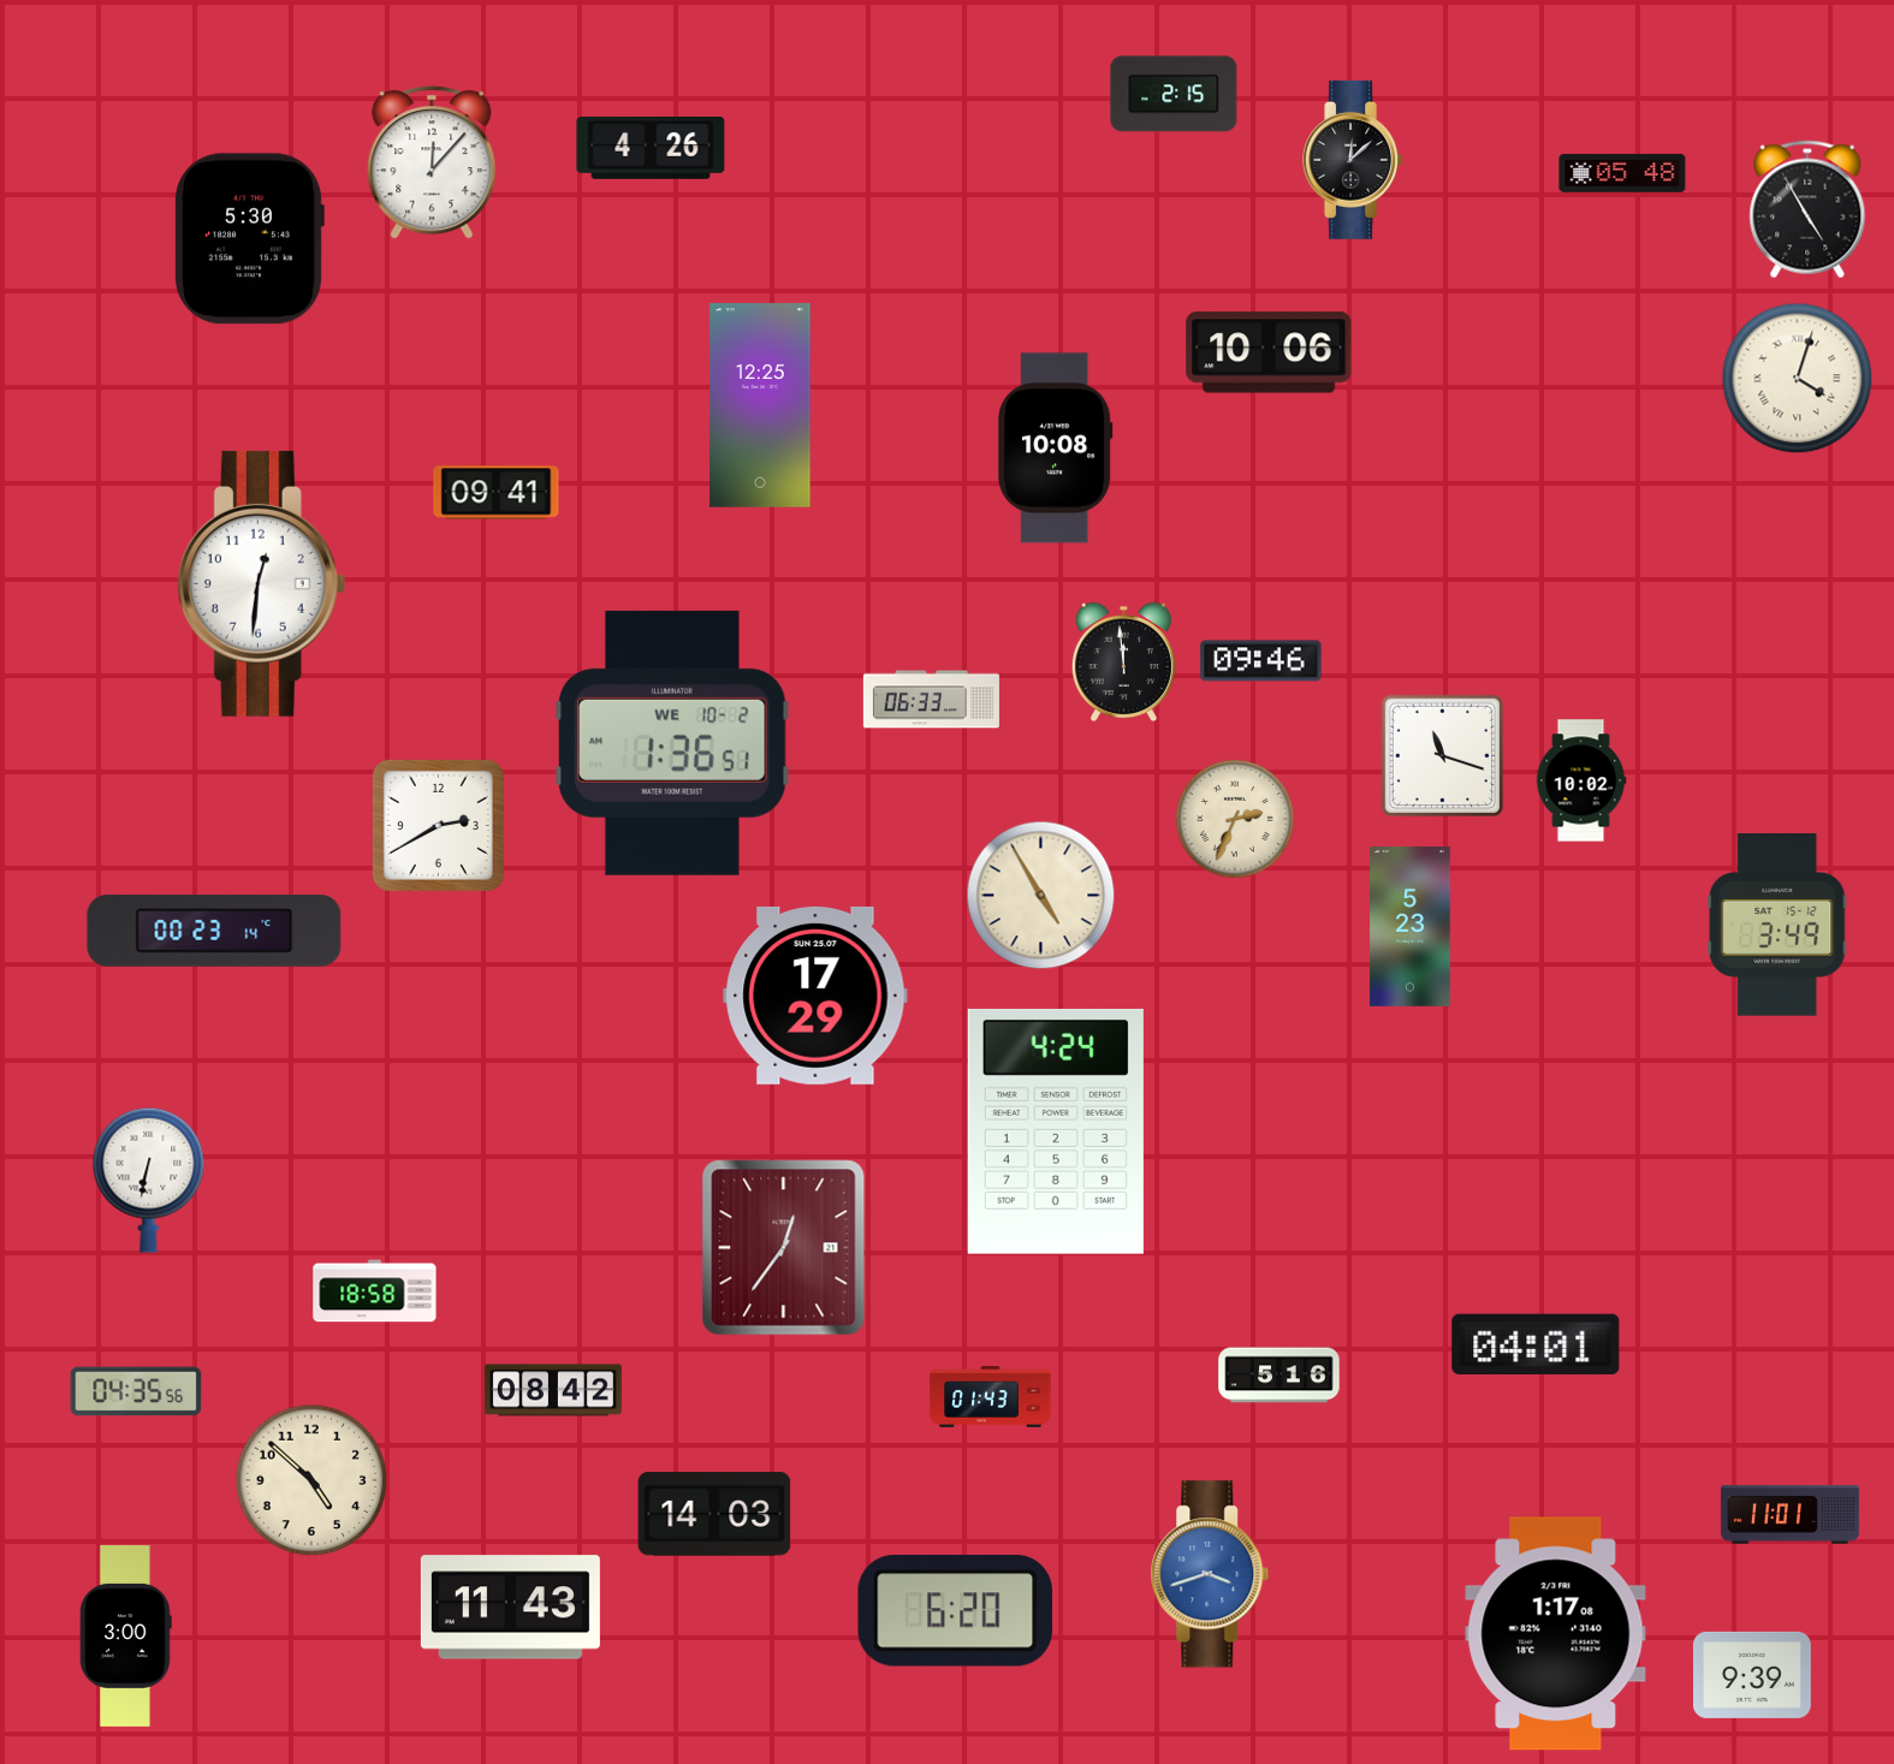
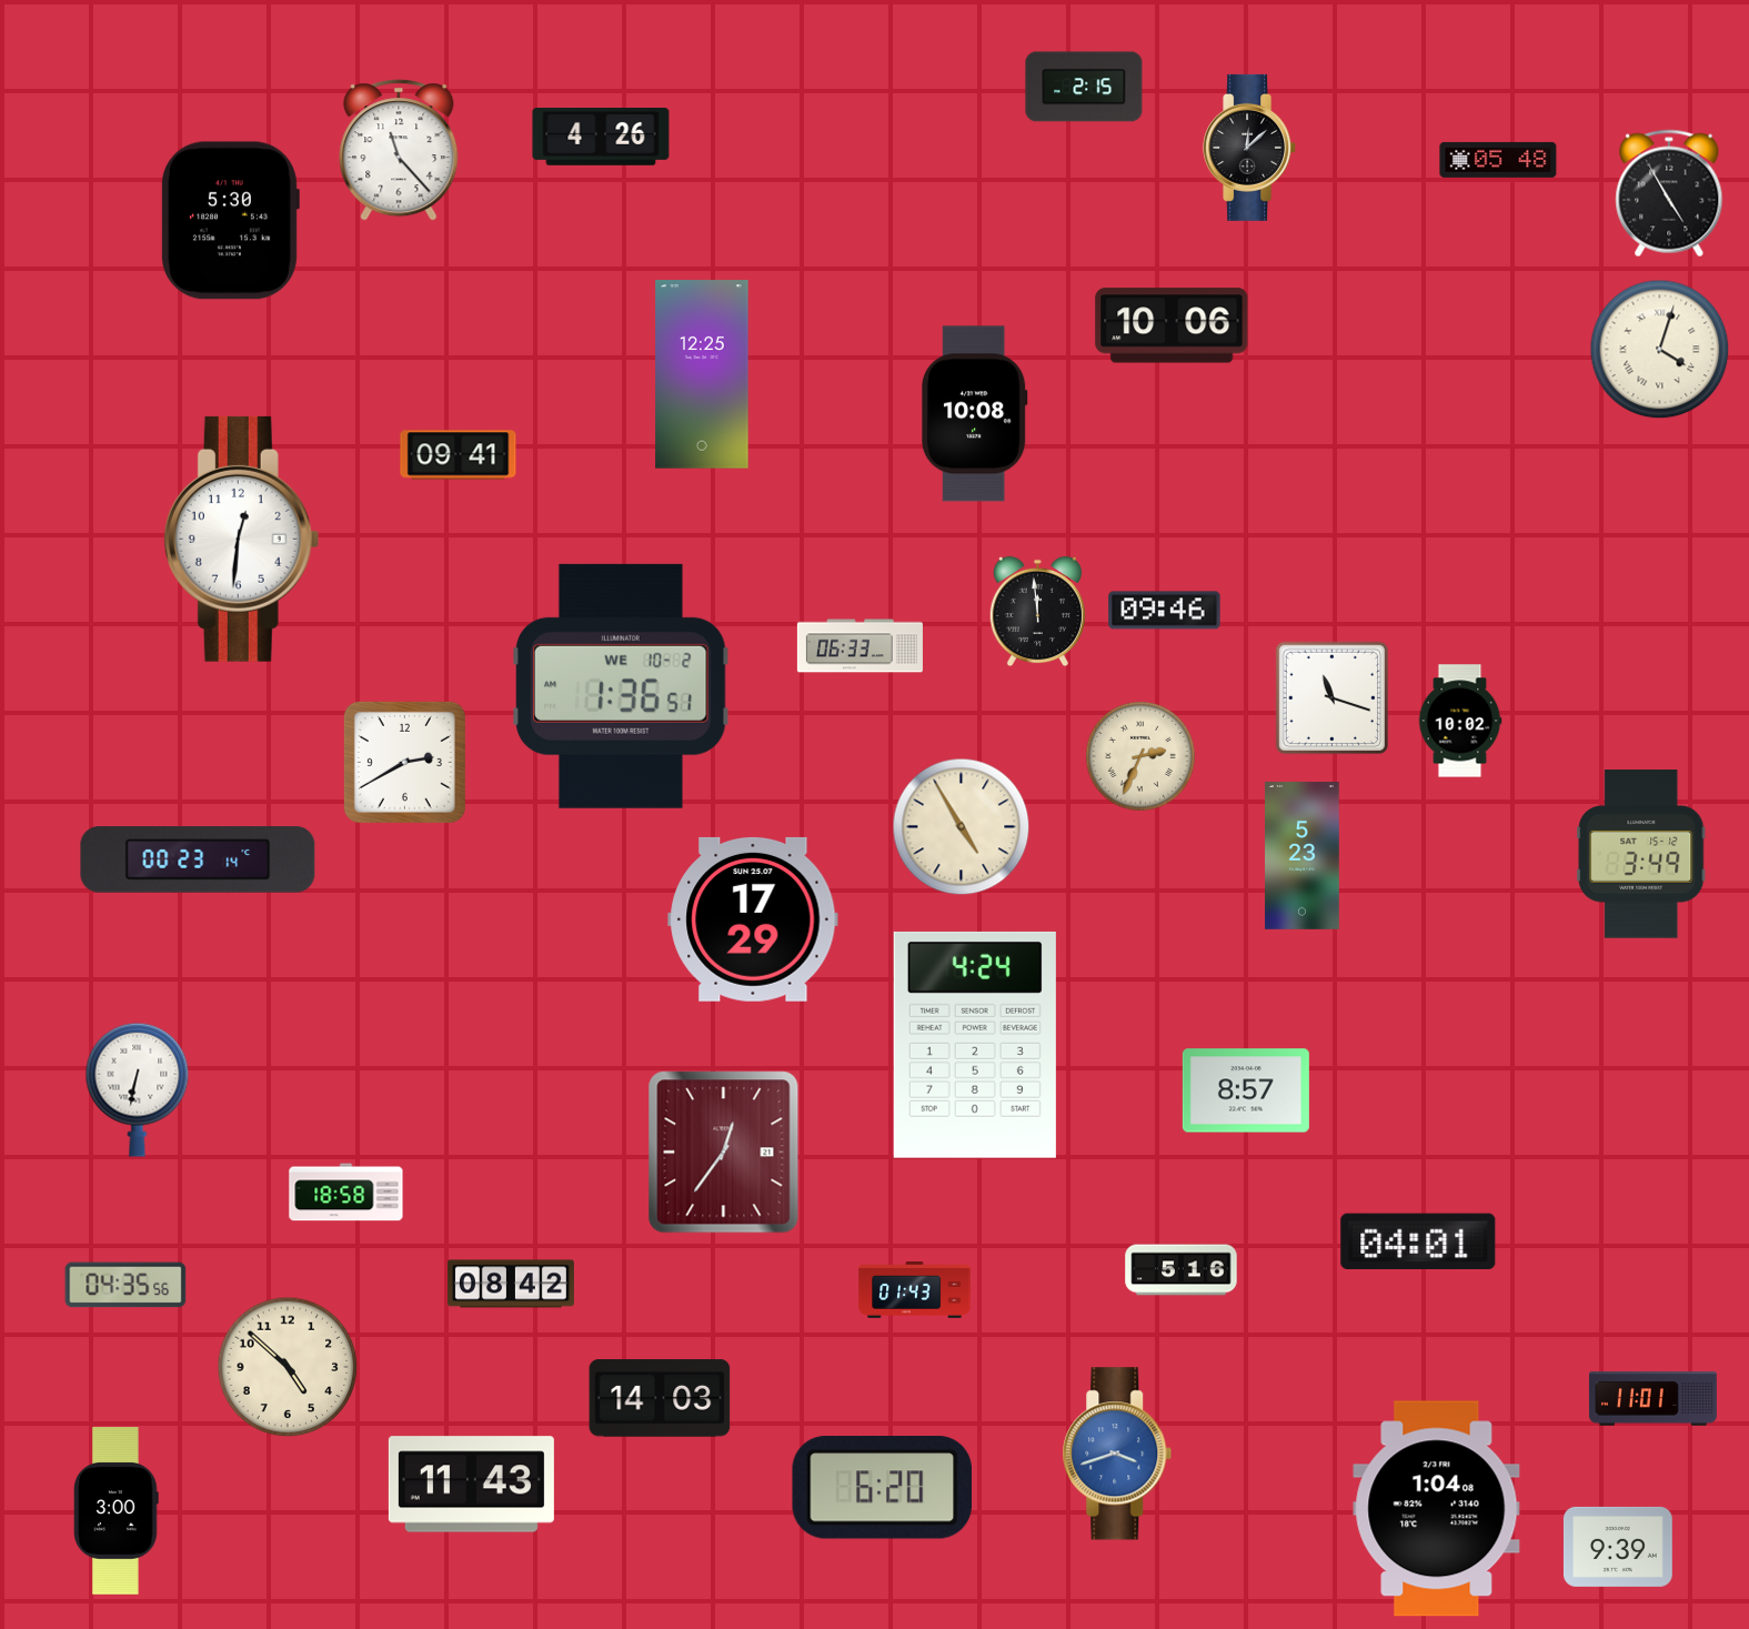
clock at (432, 162): 12:07 -> 11:23
clock at (1246, 1090): none -> 8:57
clock at (1556, 1634): 1:17 -> 1:04
